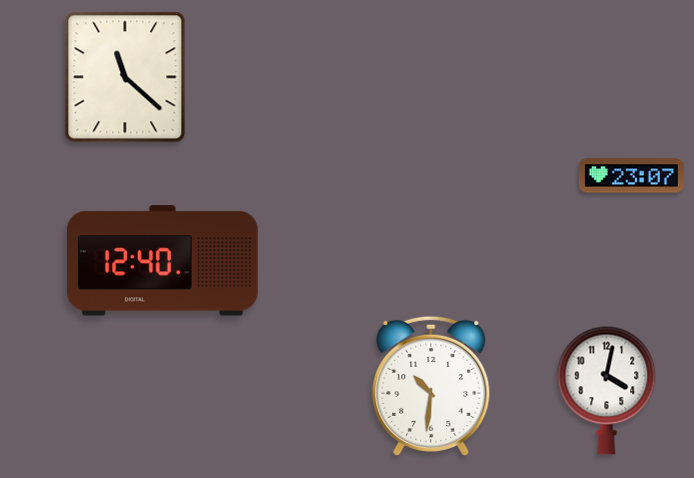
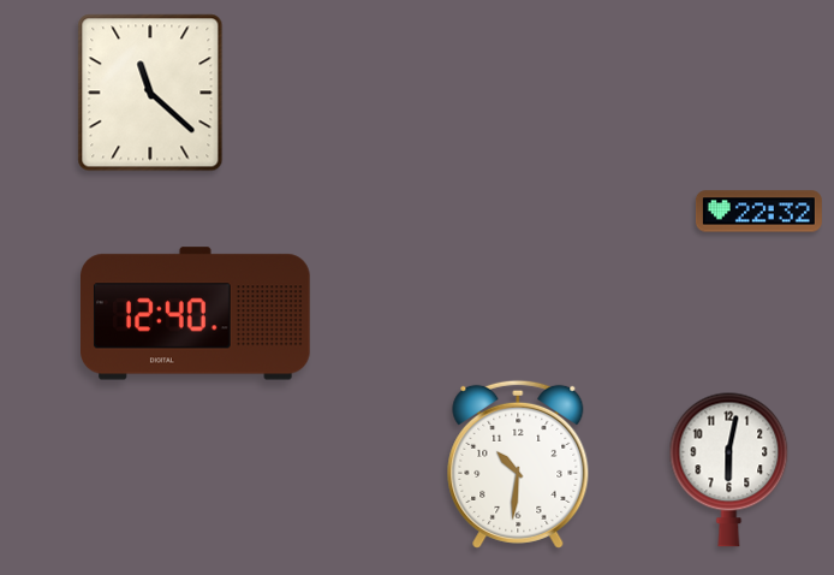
clock at (631, 176): 23:07 -> 22:32
clock at (607, 390): 4:02 -> 6:02
